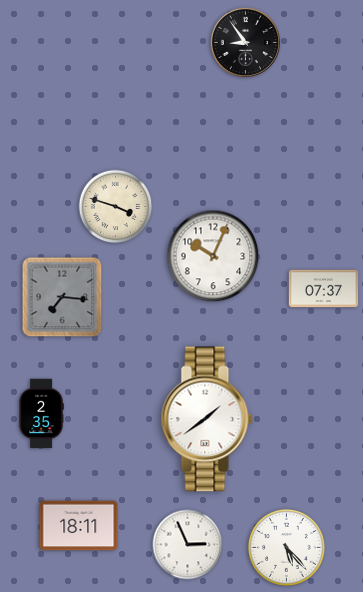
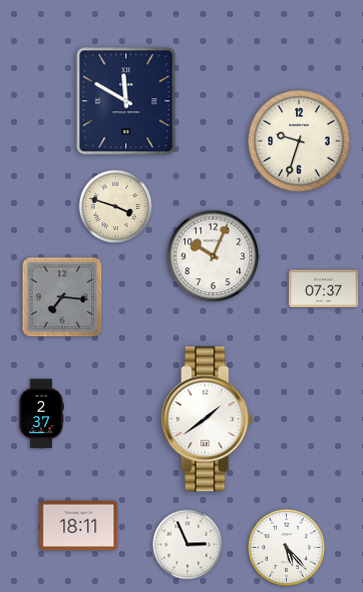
clock at (245, 42): 8:54 -> none
clock at (126, 101): none -> 11:50
clock at (299, 141): none -> 9:33
clock at (41, 414): 2:35 -> 2:37
